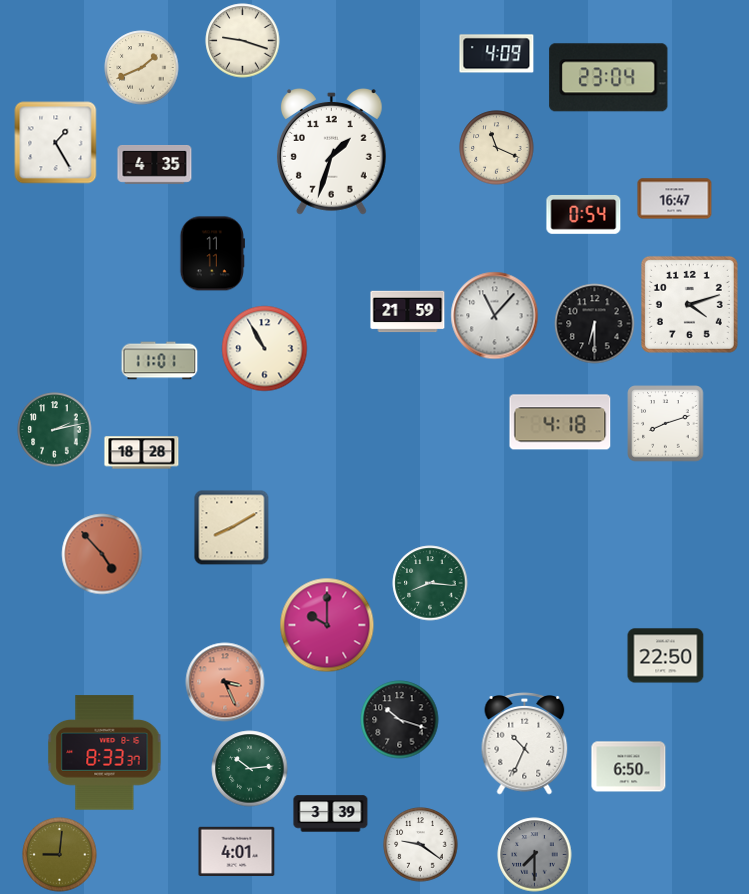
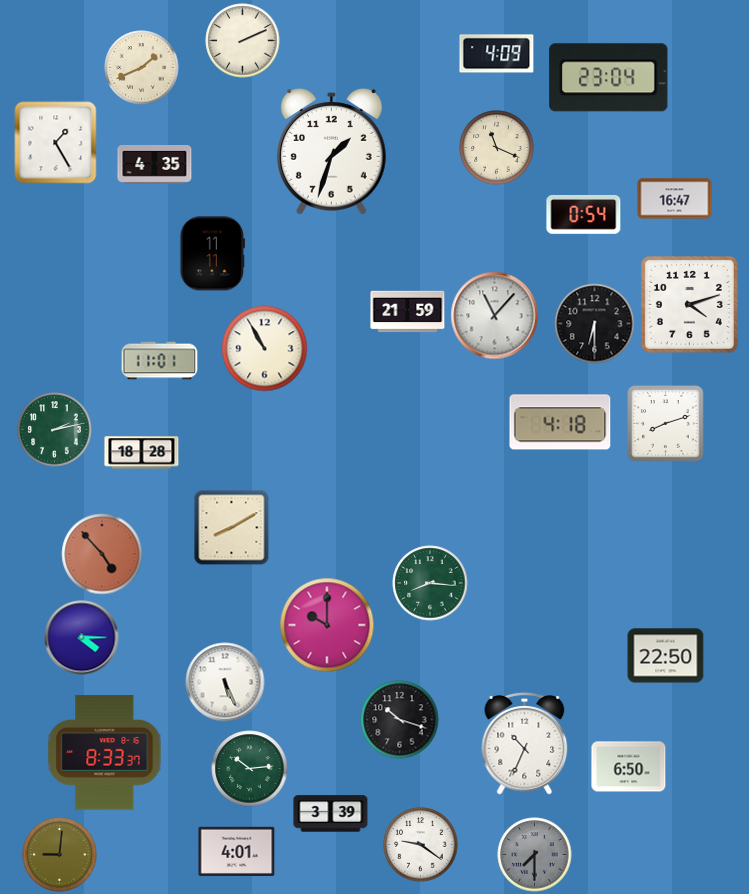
clock at (243, 41): 9:18 -> 2:11
clock at (82, 638): none -> 4:15
clock at (225, 682): 3:26 -> 5:26
clock at (225, 682) dial: salmon -> white
